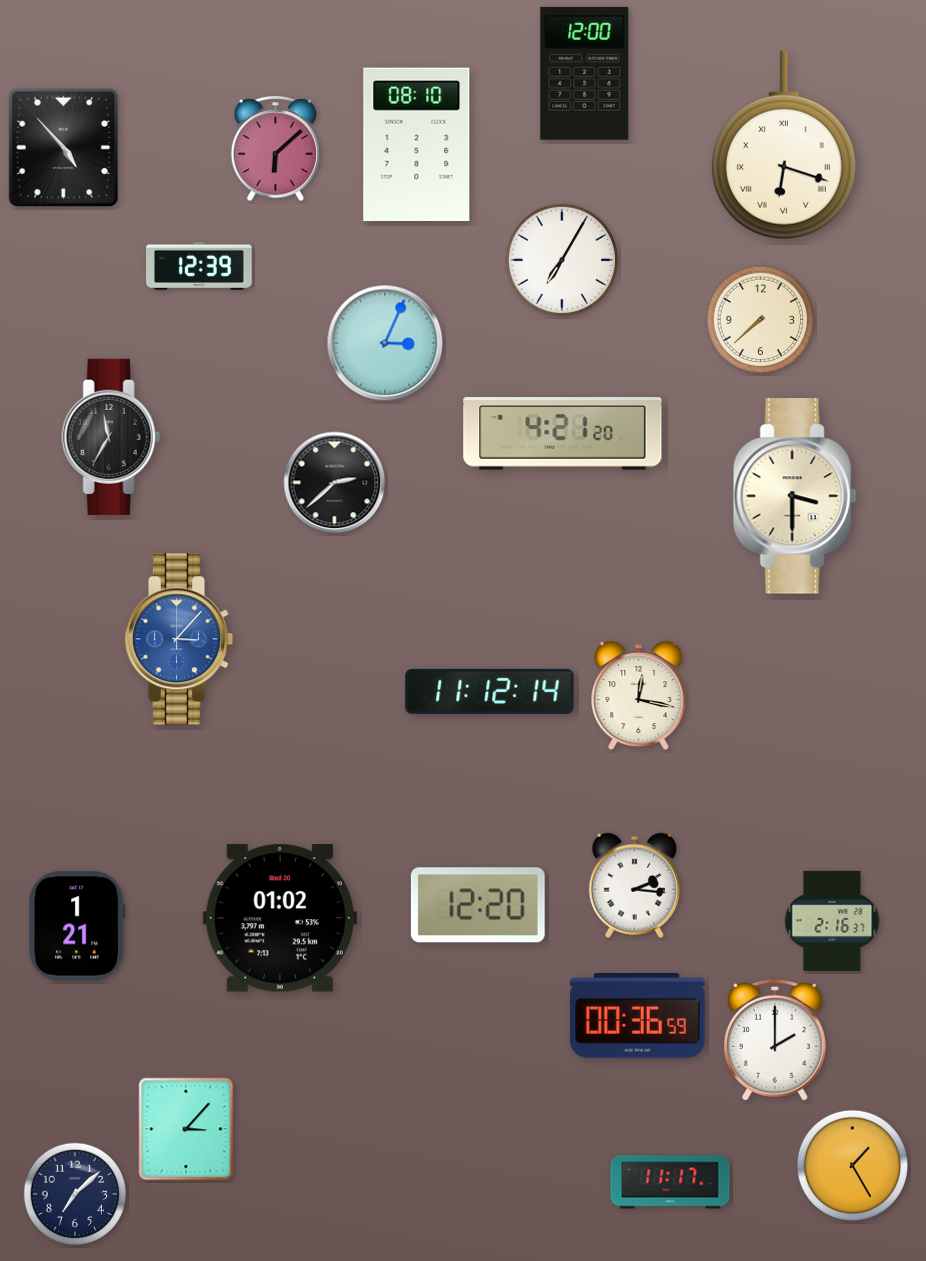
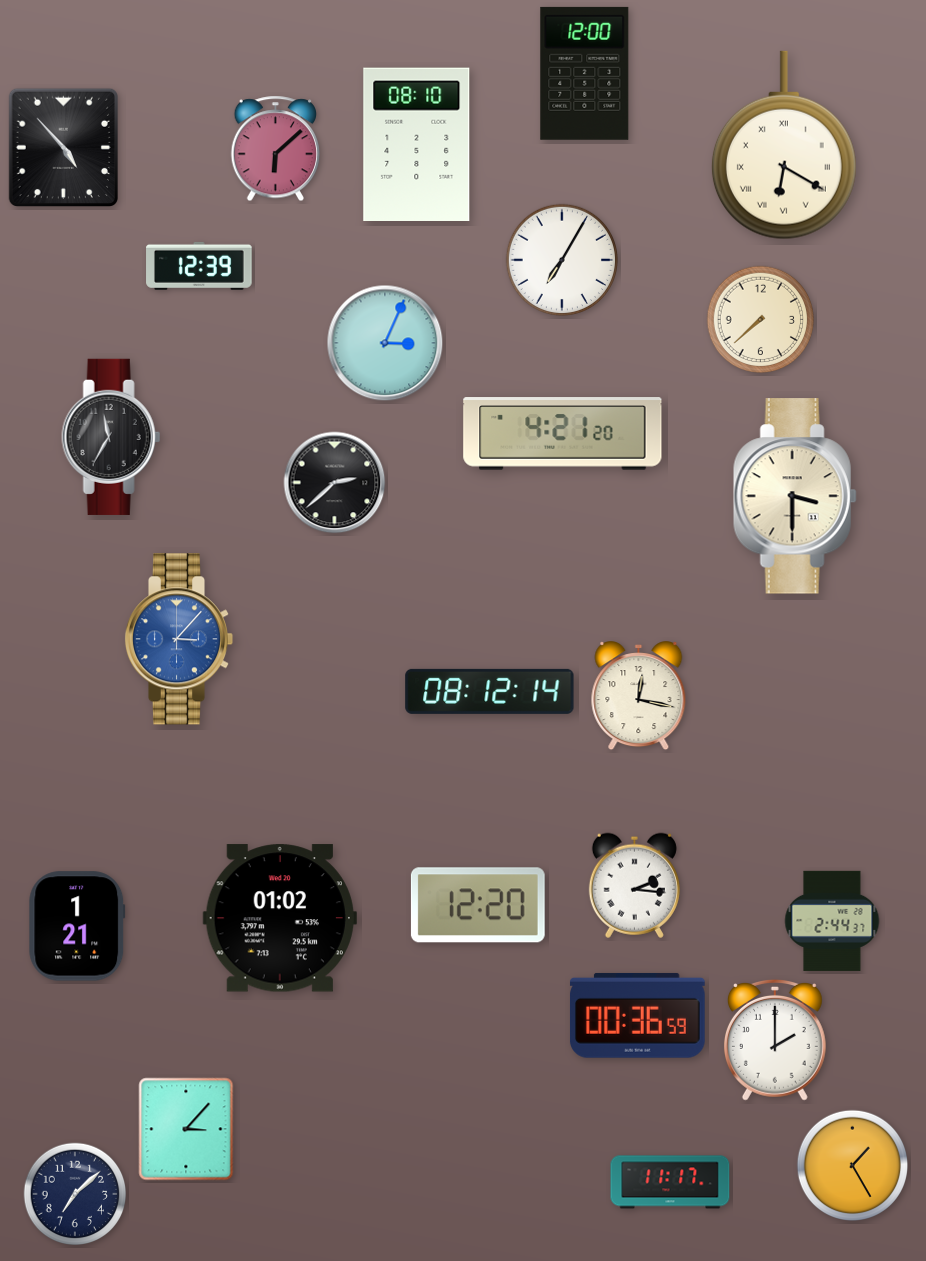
clock at (784, 145): 6:18 -> 6:20
clock at (490, 691): 11:12 -> 08:12
clock at (832, 921): 2:16 -> 2:44
